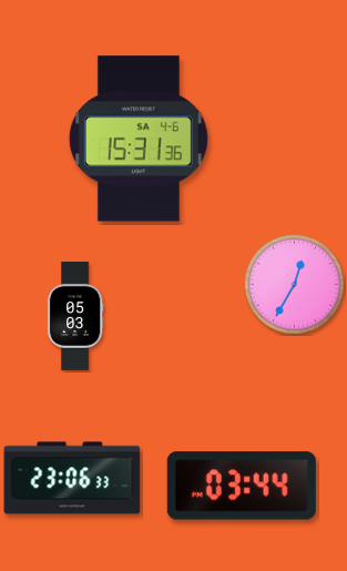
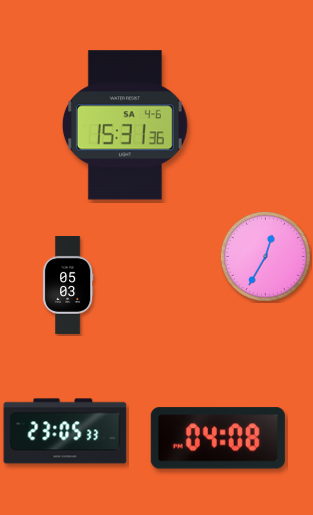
clock at (72, 478): 23:06 -> 23:05
clock at (242, 486): 03:44 -> 04:08
